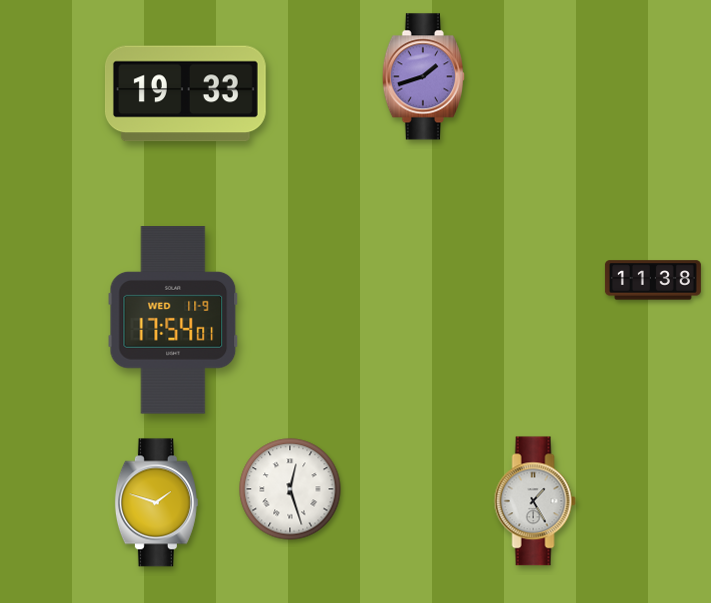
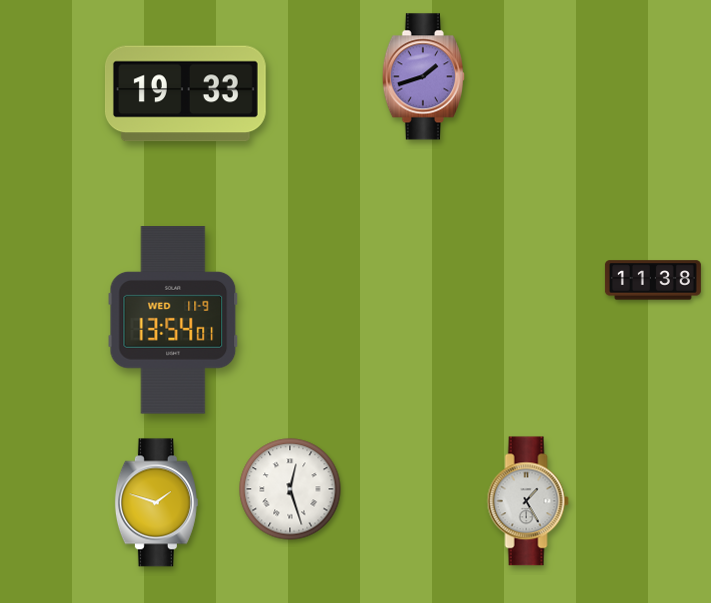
clock at (173, 320): 17:54 -> 13:54
clock at (535, 501) position: (535, 501) -> (528, 501)
